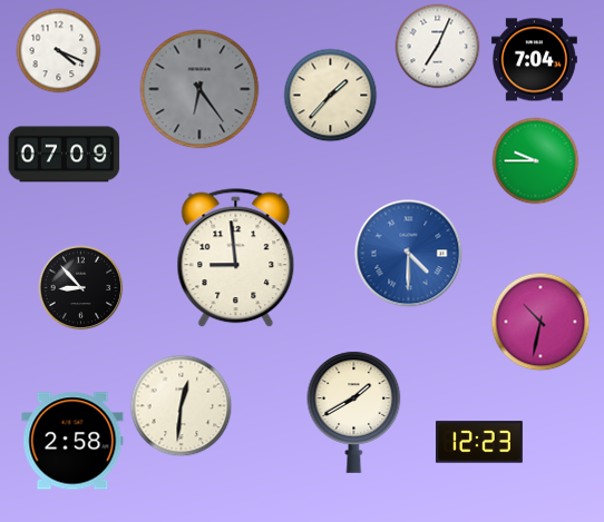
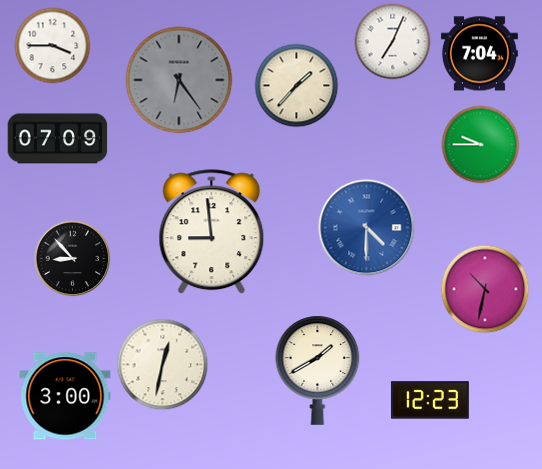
clock at (59, 51): 4:19 -> 3:45
clock at (182, 406): 12:31 -> 12:32
clock at (72, 441): 2:58 -> 3:00
clock at (479, 442) position: (479, 442) -> (430, 400)
